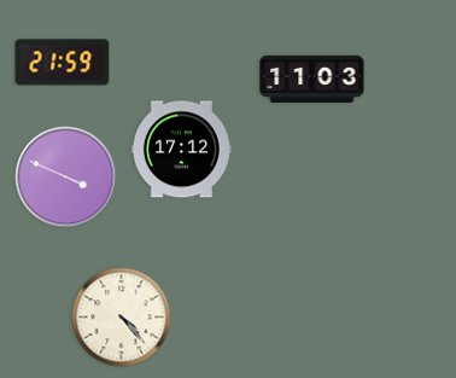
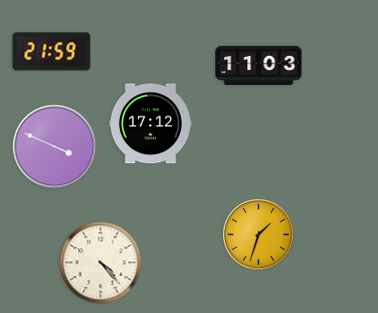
clock at (259, 235): none -> 1:33
